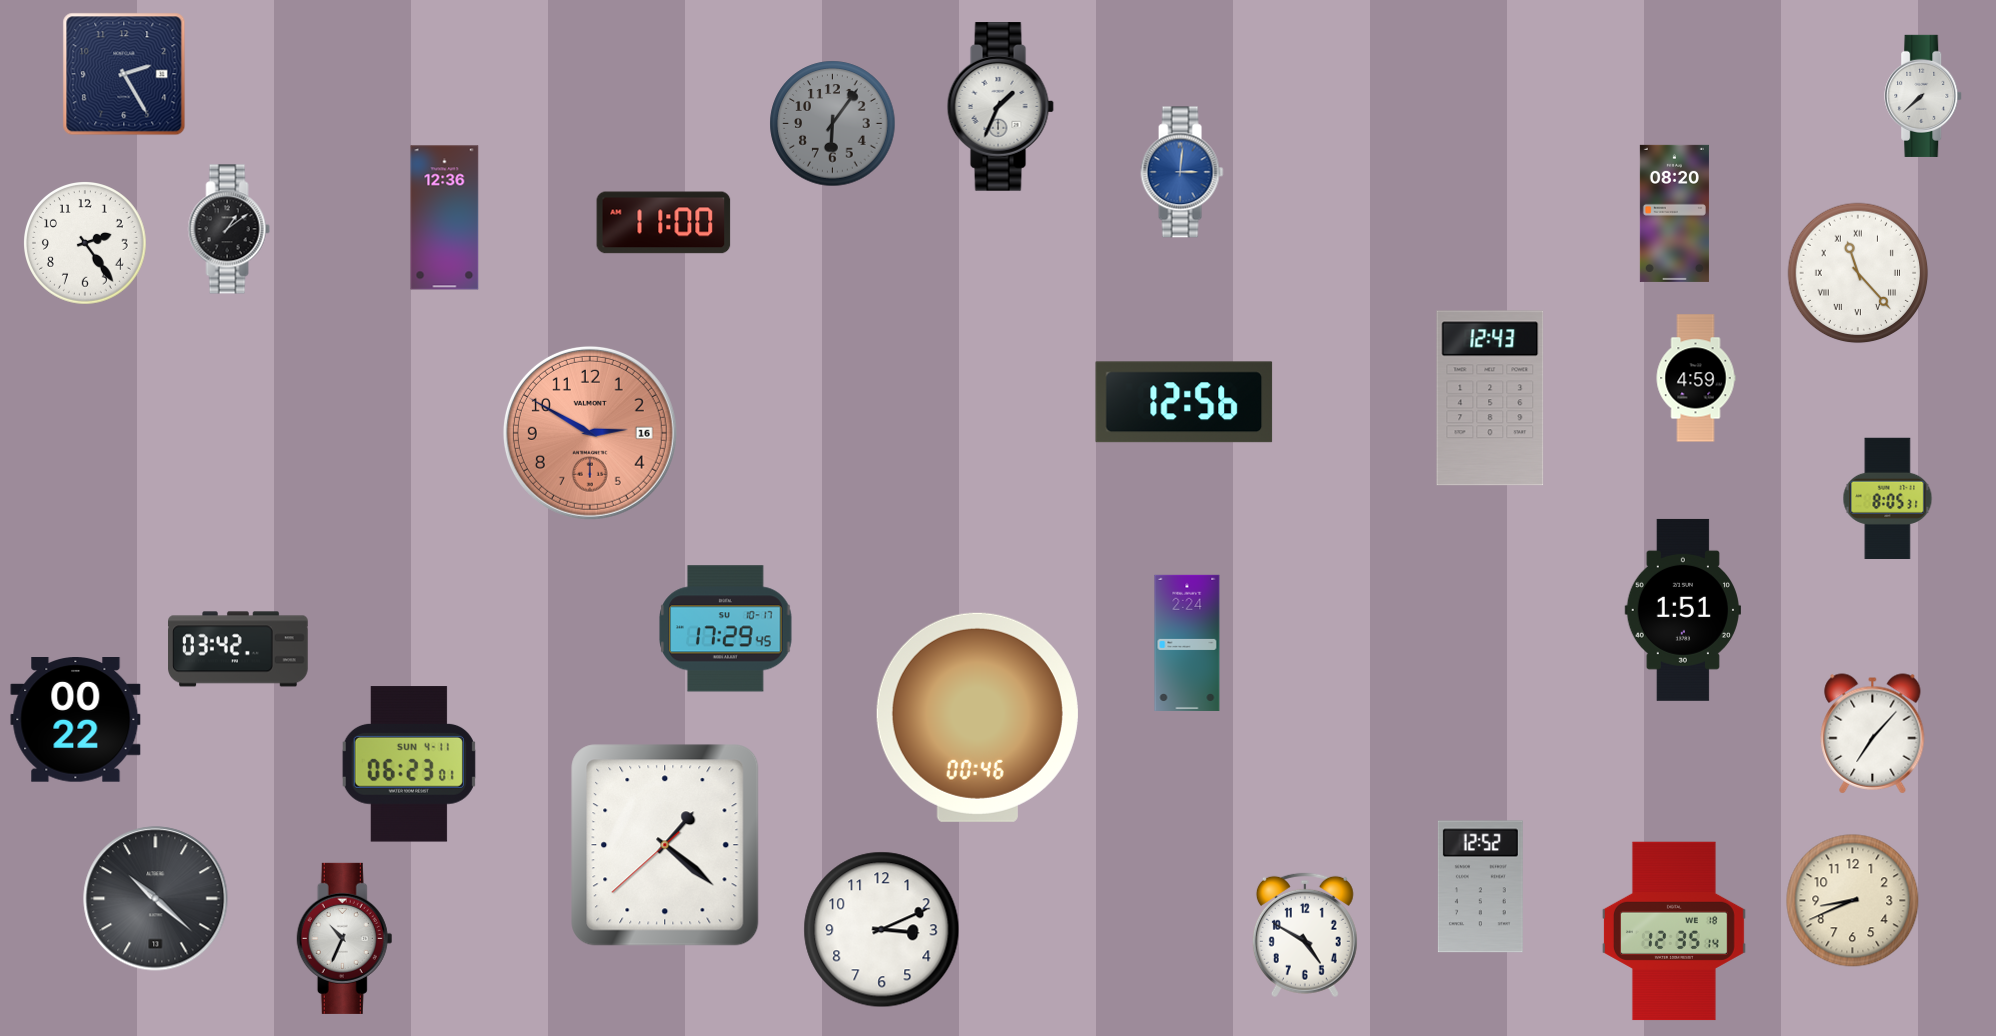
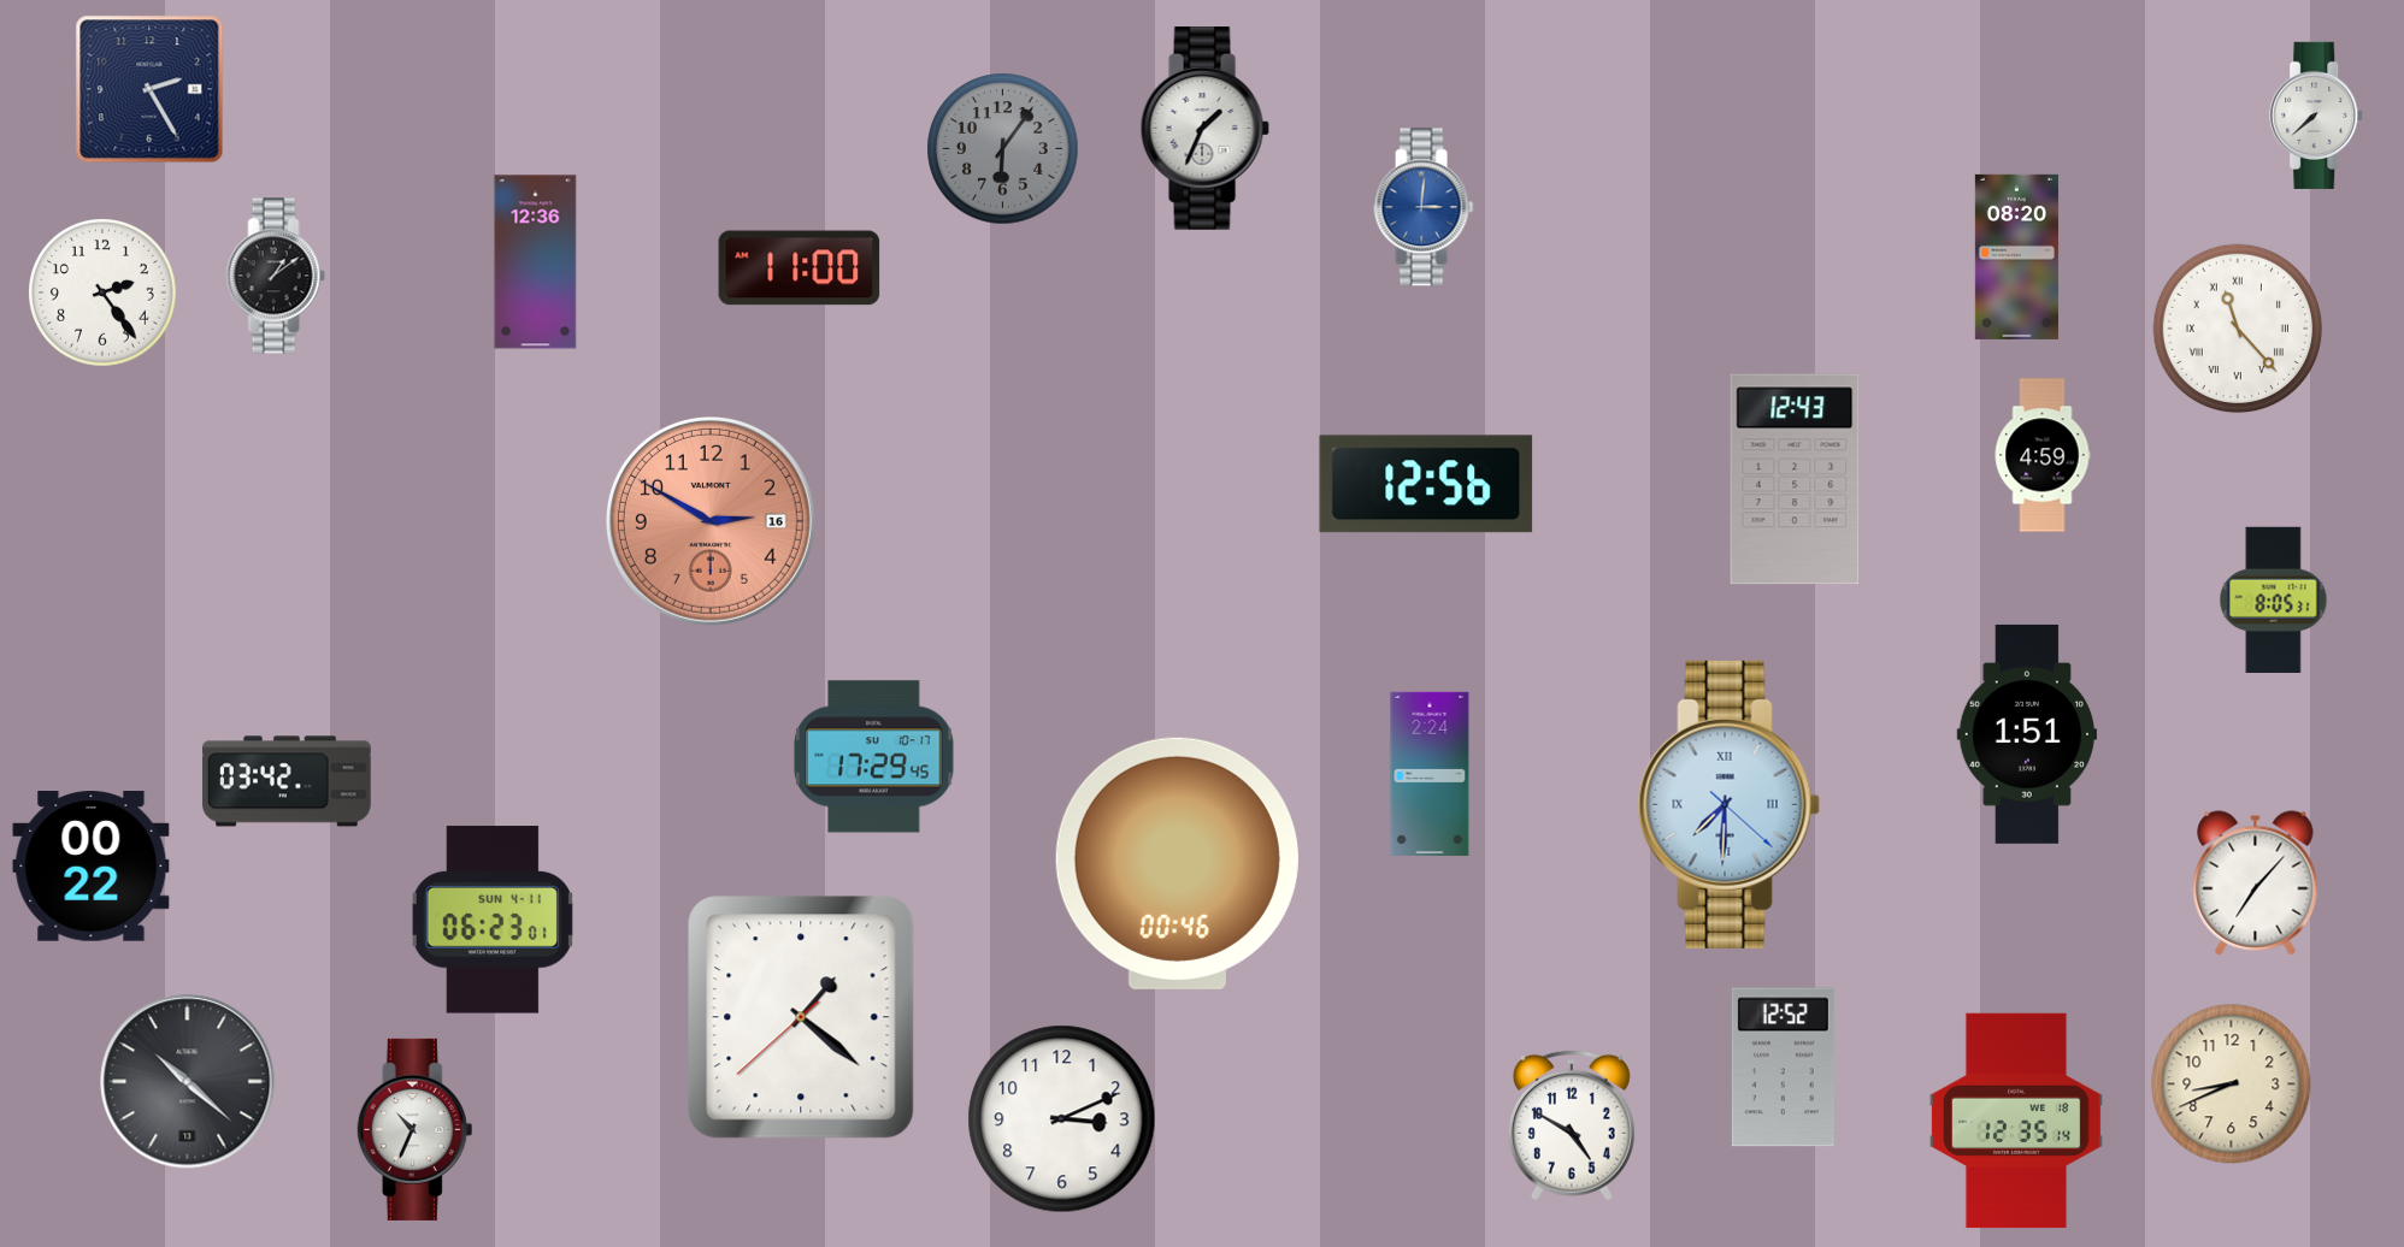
clock at (1728, 804): none -> 7:30
